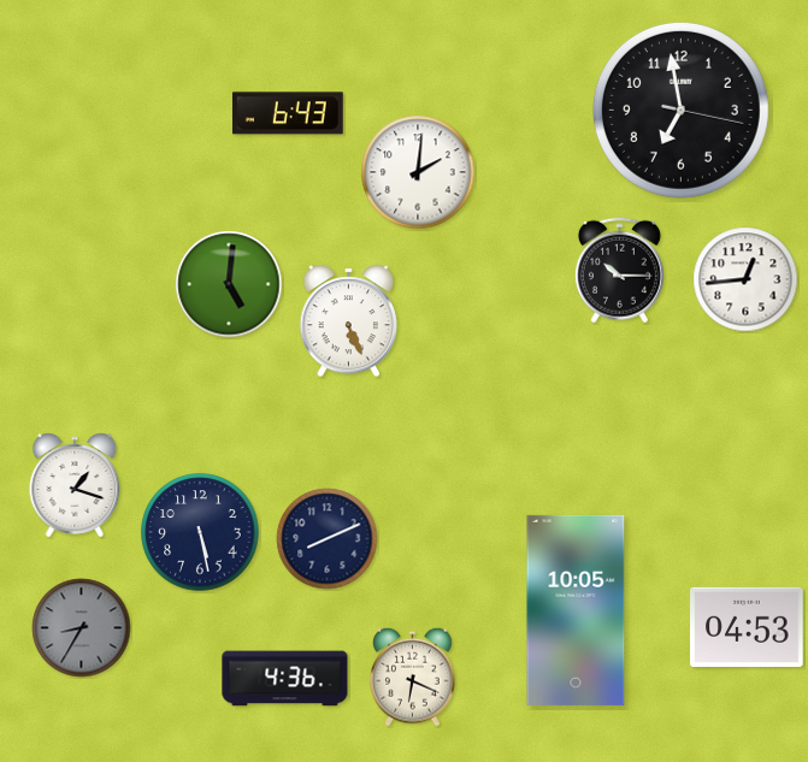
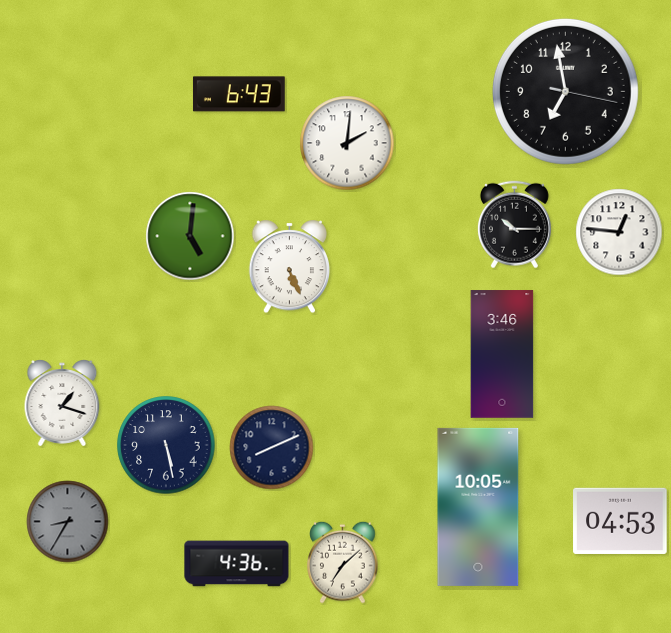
clock at (745, 279): 12:44 -> 12:46
clock at (502, 354): none -> 3:46
clock at (200, 532) position: (200, 532) -> (166, 445)
clock at (413, 677): 6:19 -> 7:08
